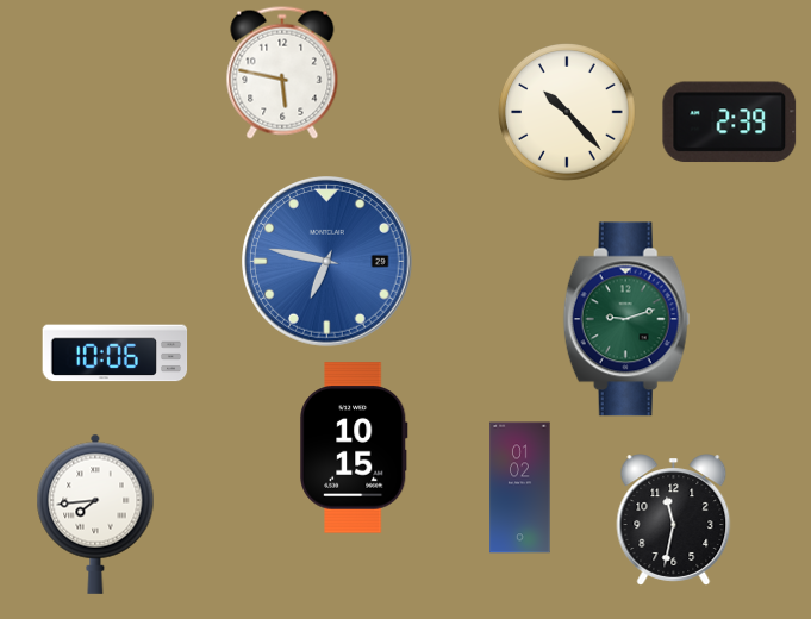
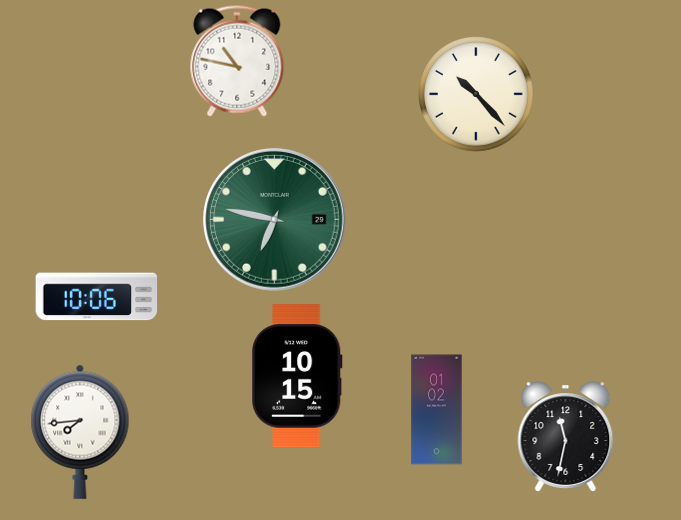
clock at (282, 73): 5:47 -> 10:47
clock at (730, 121): 2:39 -> none
clock at (327, 262) dial: blue -> green
clock at (626, 319): 9:12 -> none
